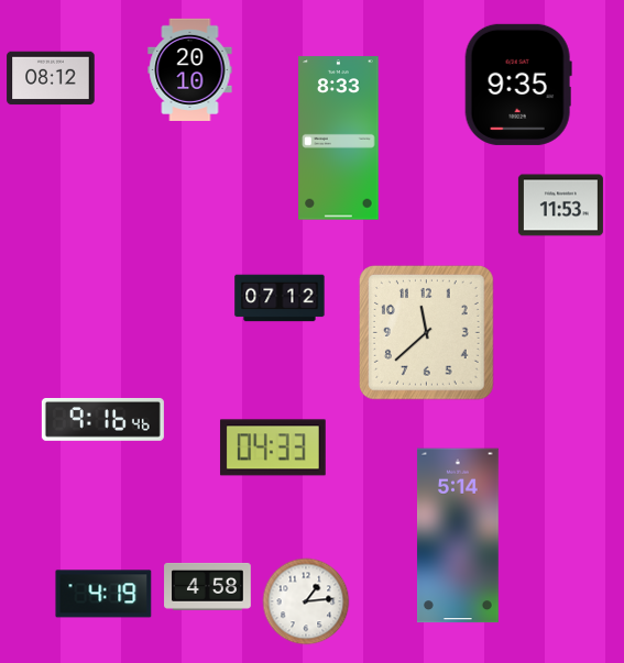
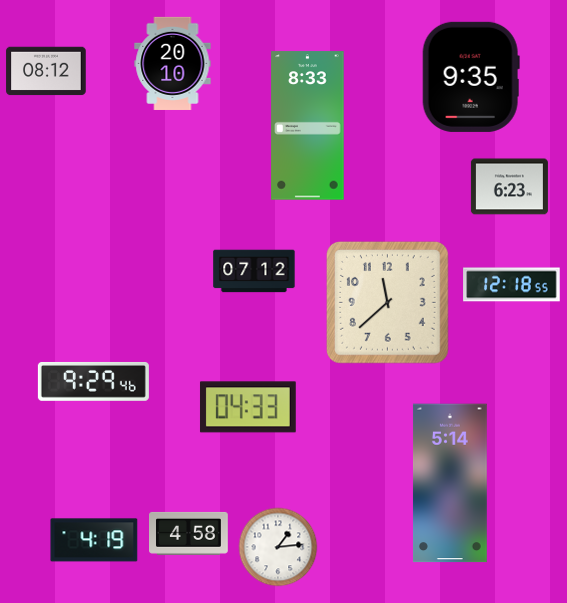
clock at (560, 206): 11:53 -> 6:23
clock at (512, 285): none -> 12:18
clock at (102, 419): 9:16 -> 9:29
clock at (458, 535) position: (458, 535) -> (450, 483)
